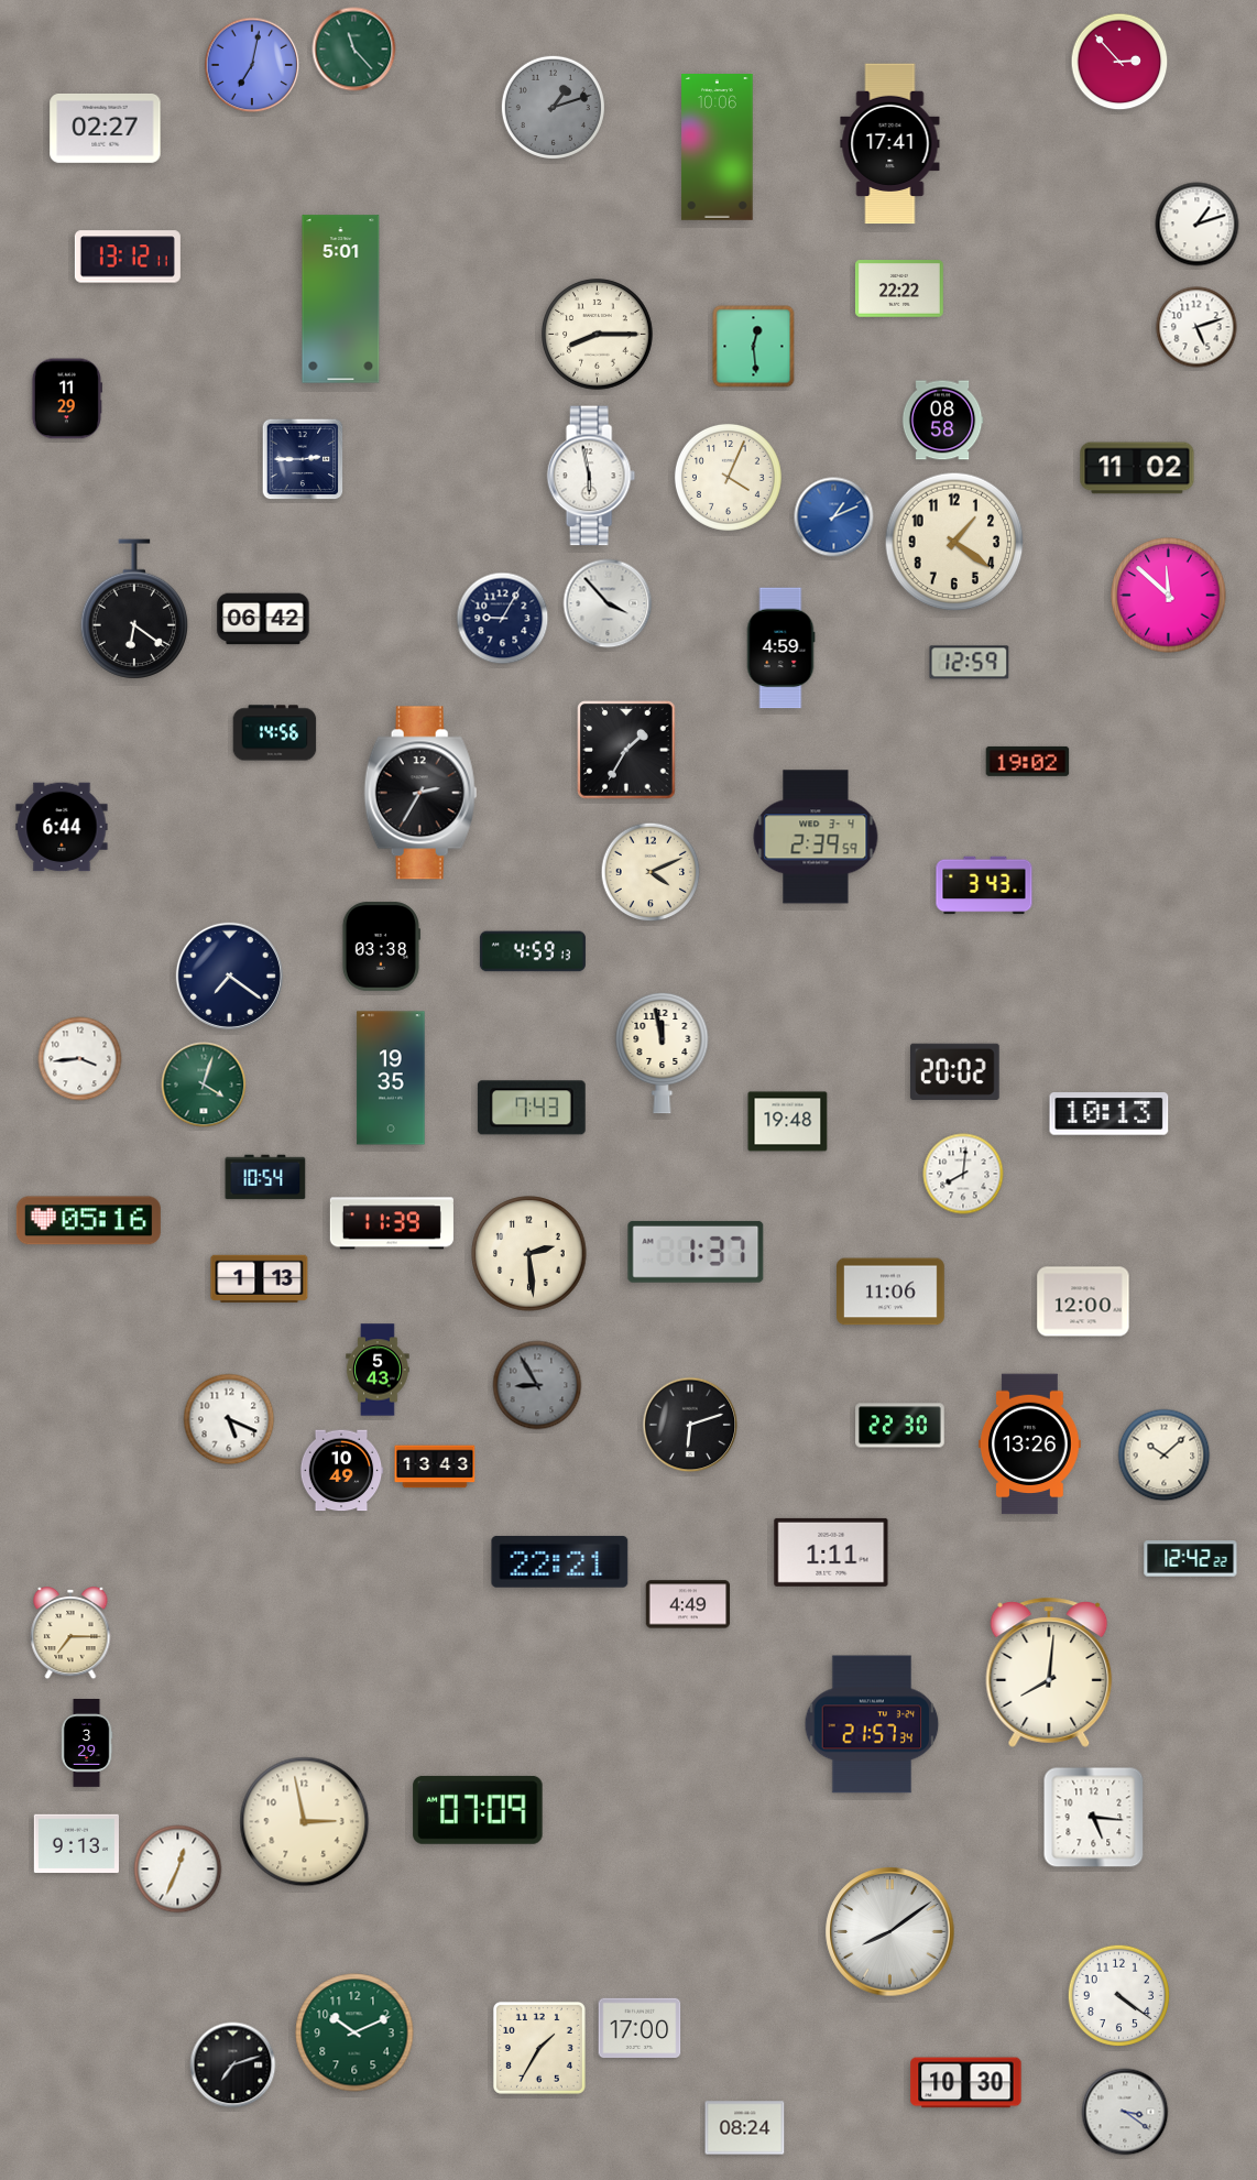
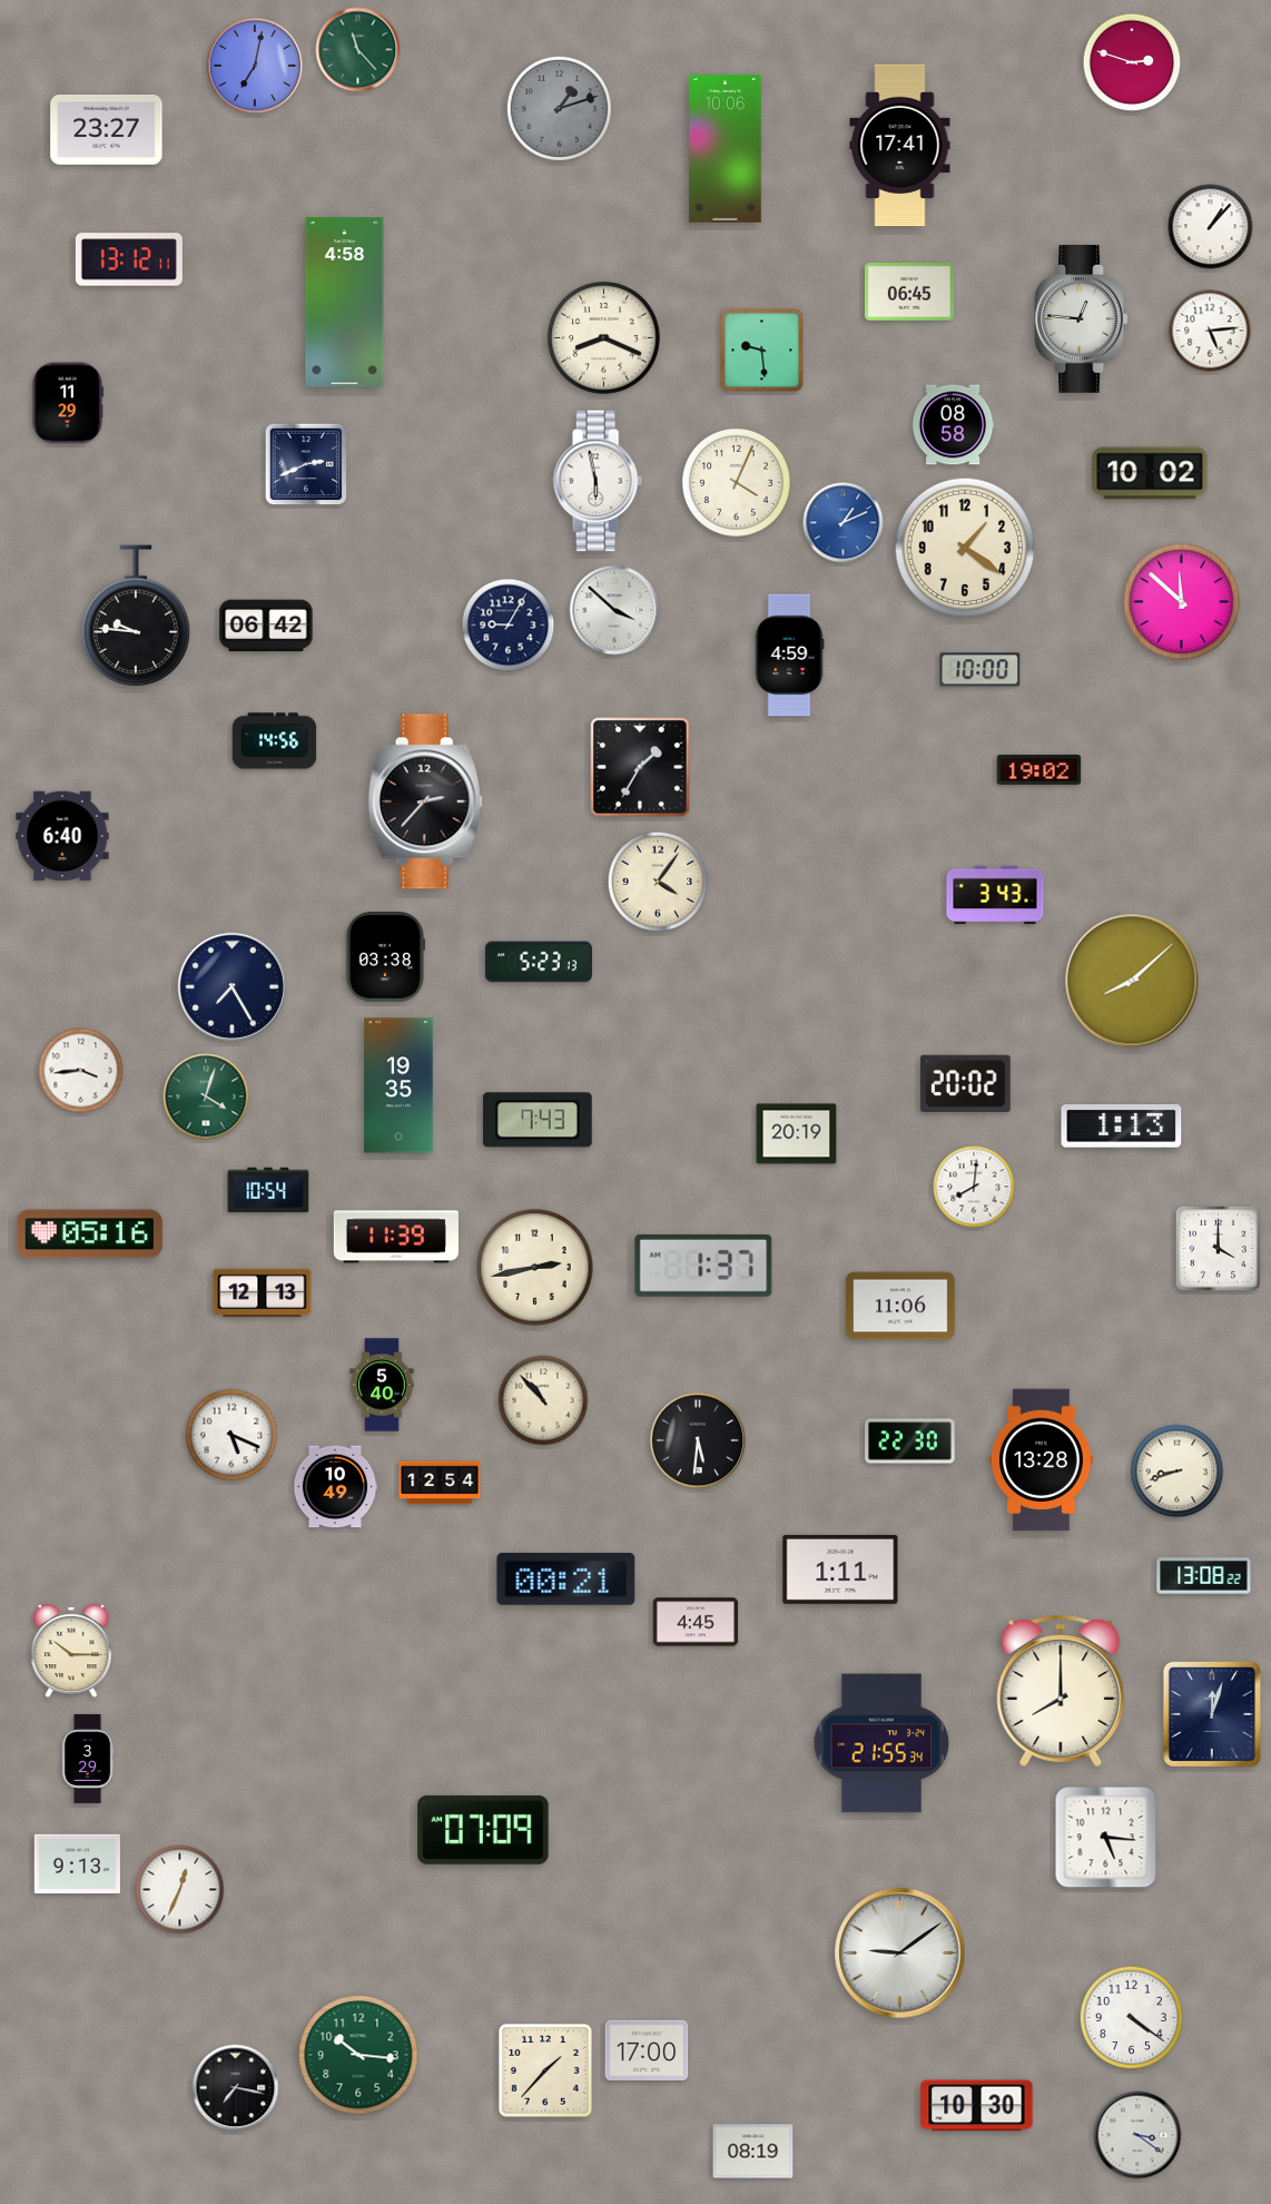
clock at (1119, 62): 2:53 -> 2:48
clock at (106, 128): 02:27 -> 23:27
clock at (1198, 225): 1:12 -> 1:07
clock at (899, 288): 22:22 -> 06:45
clock at (341, 299): 5:01 -> 4:58
clock at (1082, 318): none -> 12:46
clock at (1196, 327): 5:12 -> 5:14
clock at (598, 335): 8:15 -> 8:19
clock at (754, 347): 12:29 -> 9:29
clock at (303, 459): 2:45 -> 2:41
clock at (1137, 468): 11:02 -> 10:02
clock at (608, 603): 3:53 -> 3:52
clock at (133, 609): 6:21 -> 9:46
clock at (970, 663): 12:59 -> 10:00
clock at (275, 733) position: (275, 733) -> (275, 741)
clock at (626, 750) position: (626, 750) -> (640, 767)
clock at (420, 793): 2:35 -> 2:37
clock at (62, 827): 6:44 -> 6:40
clock at (816, 837): 2:39 -> none
clock at (651, 872): 4:11 -> 4:06
clock at (533, 951): 4:59 -> 5:23
clock at (1132, 981): none -> 8:08
clock at (229, 975): 7:21 -> 7:25
clock at (663, 1053): 11:58 -> none
clock at (391, 1078) position: (391, 1078) -> (398, 1085)
clock at (1110, 1114): 10:13 -> 1:13
clock at (788, 1122): 19:48 -> 20:19
clock at (1218, 1248): none -> 4:00
clock at (529, 1254): 2:29 -> 2:43
clock at (260, 1278): 1:13 -> 12:13
clock at (1083, 1301): 12:00 -> none
clock at (378, 1370): 5:43 -> 5:40
clock at (537, 1385): 8:55 -> 10:53
clock at (537, 1385) dial: grey -> cream
clock at (690, 1425): 6:12 -> 5:31
clock at (1030, 1445): 13:26 -> 13:28
clock at (1165, 1456): 10:08 -> 8:42
clock at (435, 1467): 13:43 -> 12:54
clock at (341, 1471) position: (341, 1471) -> (335, 1487)
clock at (1191, 1559): 12:42 -> 13:08
clock at (560, 1561): 22:21 -> 00:21
clock at (688, 1604): 4:49 -> 4:45
clock at (70, 1634): 7:15 -> 10:15
clock at (1049, 1672): 8:01 -> 8:00
clock at (1212, 1714): none -> 12:03
clock at (872, 1724): 21:57 -> 21:55
clock at (87, 1744) position: (87, 1744) -> (88, 1760)
clock at (305, 1822): 2:58 -> none
clock at (890, 1932): 8:09 -> 9:09
clock at (354, 2032): 10:11 -> 10:16
clock at (539, 2048): 1:35 -> 1:37
clock at (233, 2065): 7:12 -> 7:17
clock at (745, 2128): 08:24 -> 08:19
